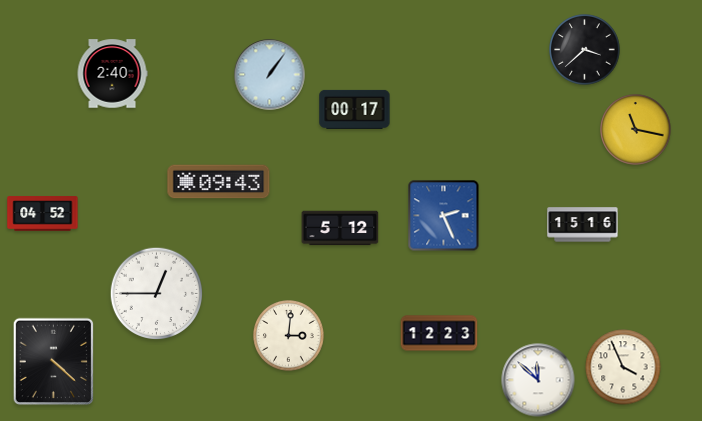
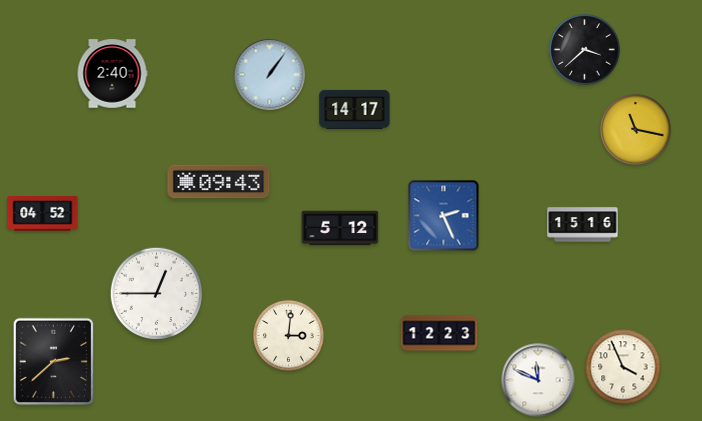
clock at (355, 109): 00:17 -> 14:17
clock at (53, 362): 4:22 -> 2:38
clock at (538, 380): 11:52 -> 11:49
